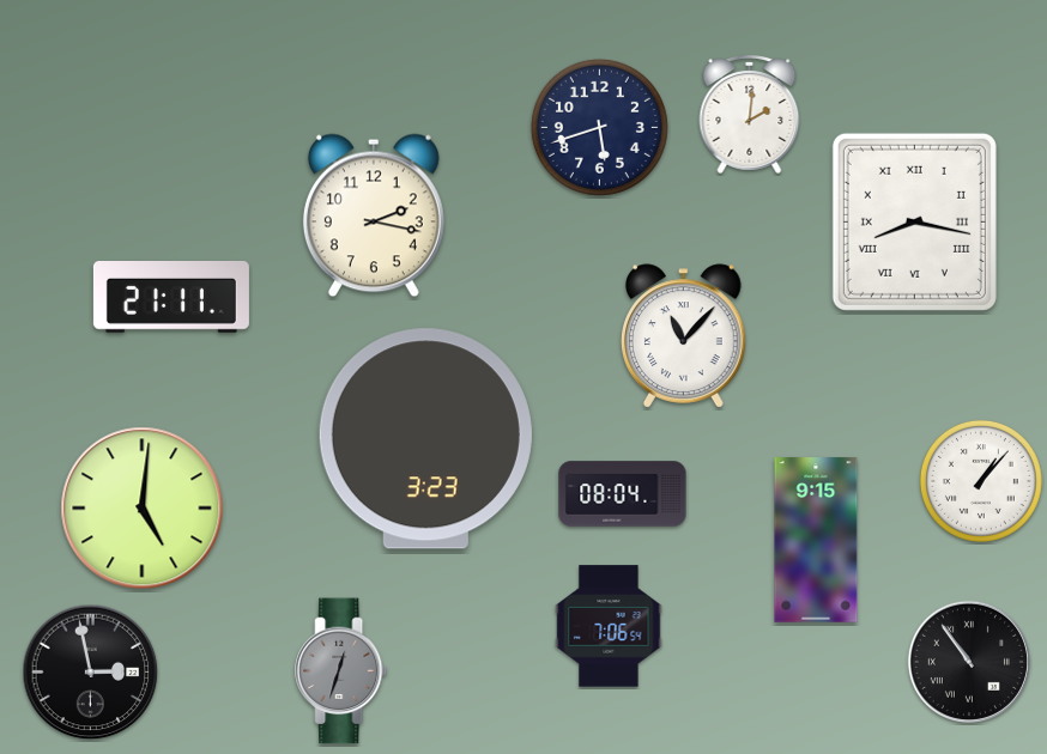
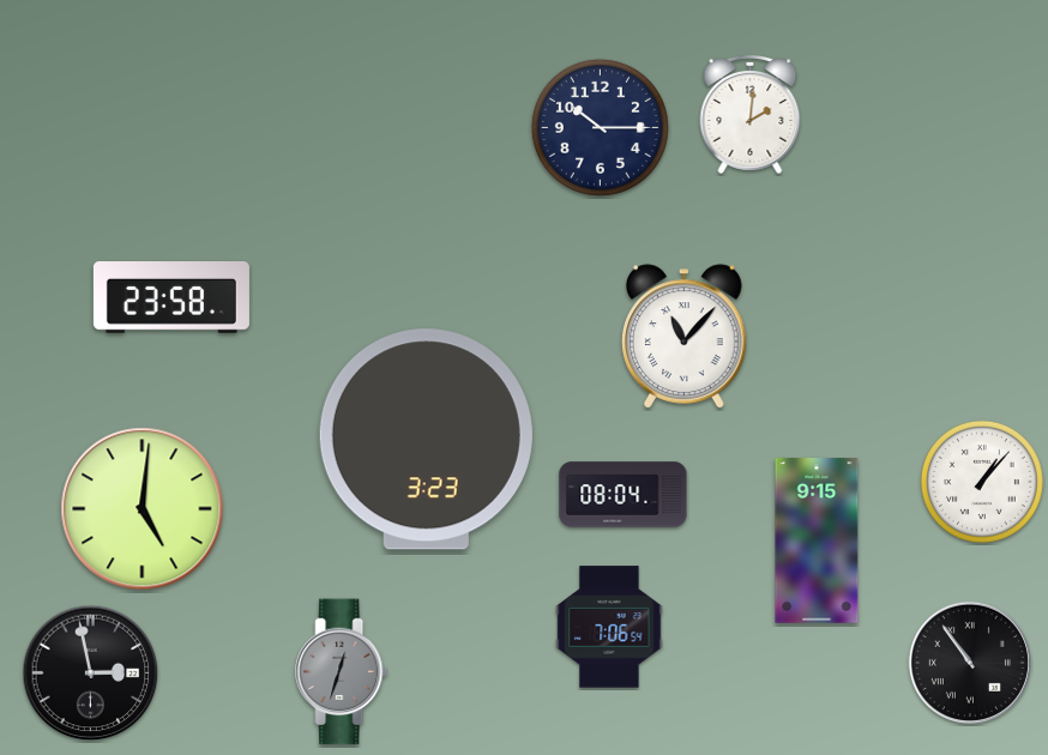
clock at (599, 127): 5:42 -> 10:15
clock at (374, 215): 2:17 -> none
clock at (914, 221): 8:17 -> none
clock at (171, 298): 21:11 -> 23:58
